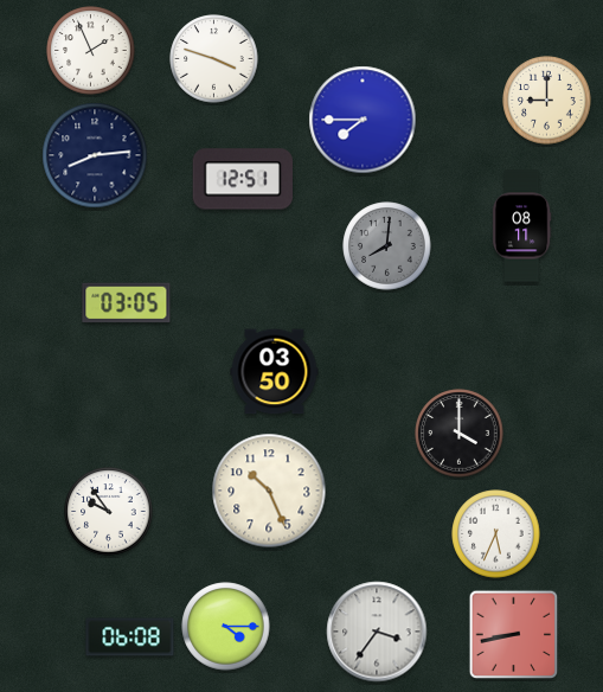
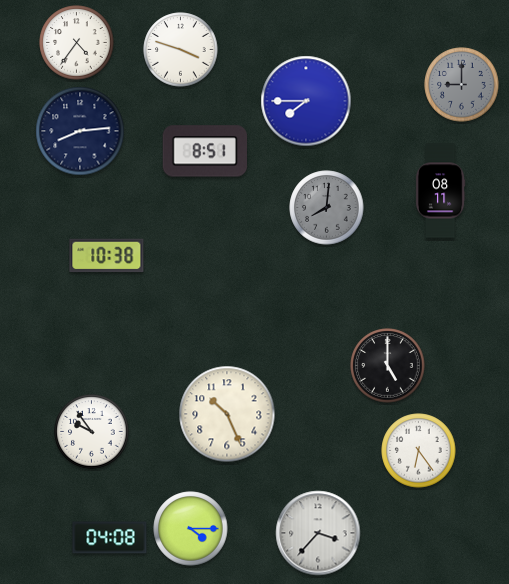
clock at (91, 51): 1:56 -> 4:36
clock at (547, 101) dial: cream -> grey
clock at (243, 179): 12:51 -> 8:51
clock at (127, 303): 03:05 -> 10:38
clock at (275, 372): 03:50 -> none
clock at (460, 434): 4:00 -> 5:00
clock at (496, 534): 5:34 -> 6:24
clock at (377, 632): 3:36 -> 3:37
clock at (514, 635): 8:43 -> none
clock at (130, 637): 06:08 -> 04:08
